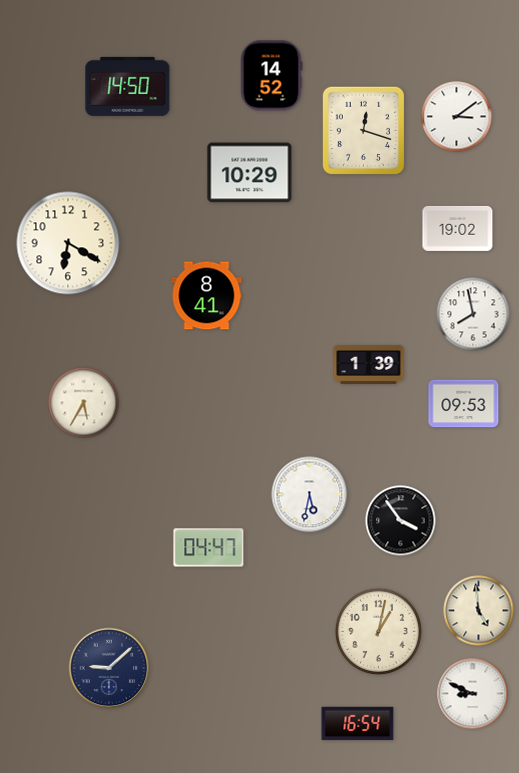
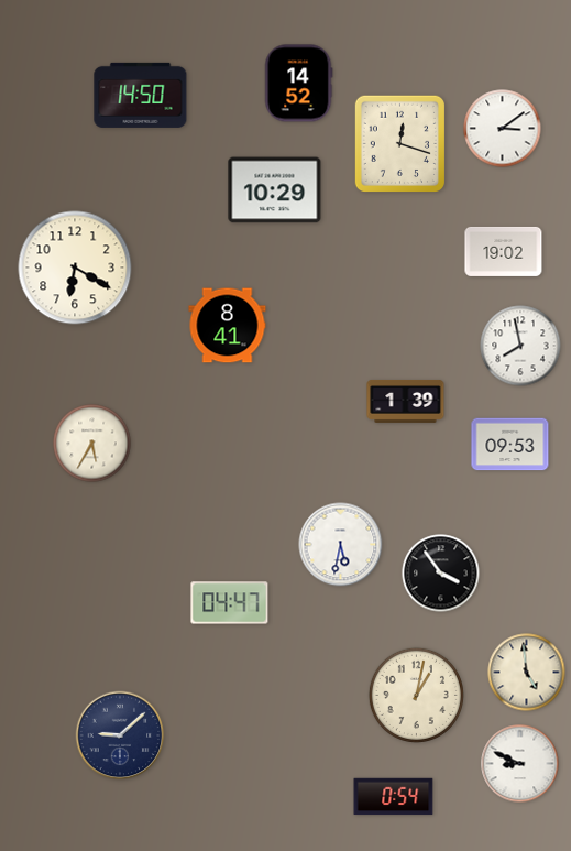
clock at (358, 724): 16:54 -> 0:54
